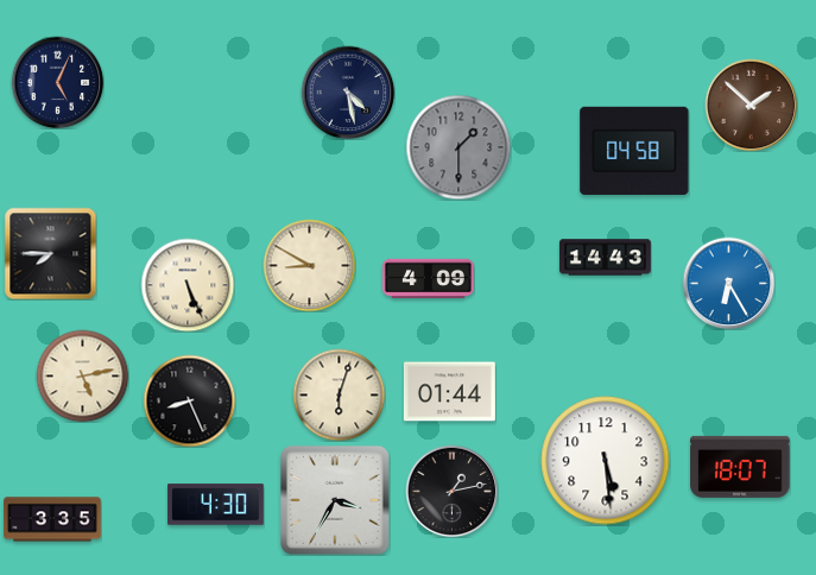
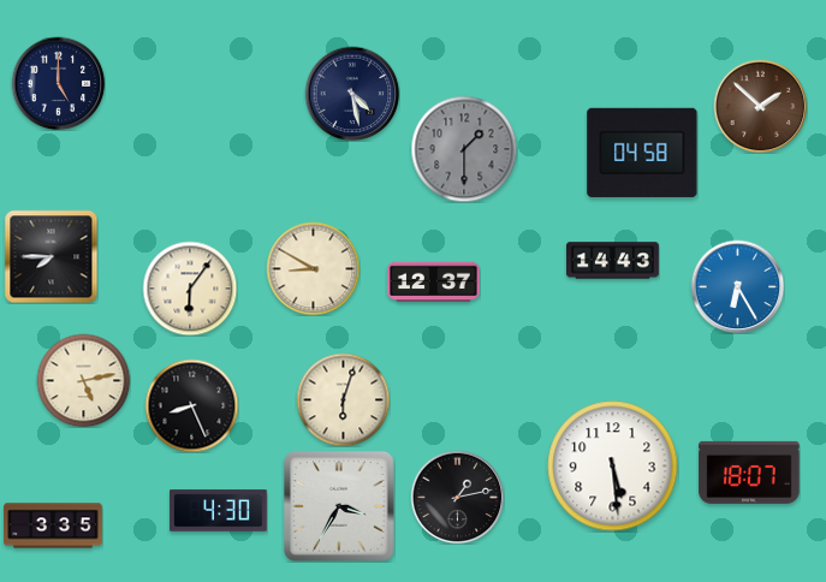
clock at (57, 82): 5:04 -> 5:00
clock at (428, 278): 4:09 -> 12:37
clock at (188, 285): 5:26 -> 6:06
clock at (449, 392): 01:44 -> none
